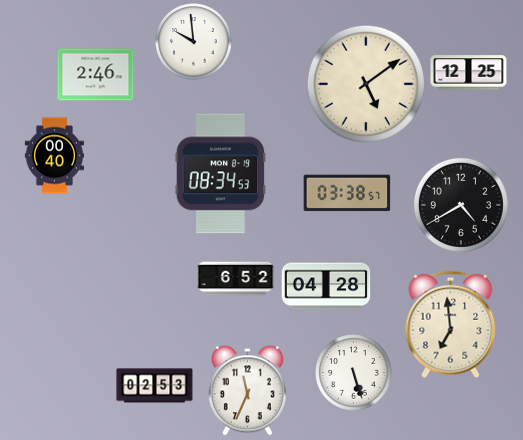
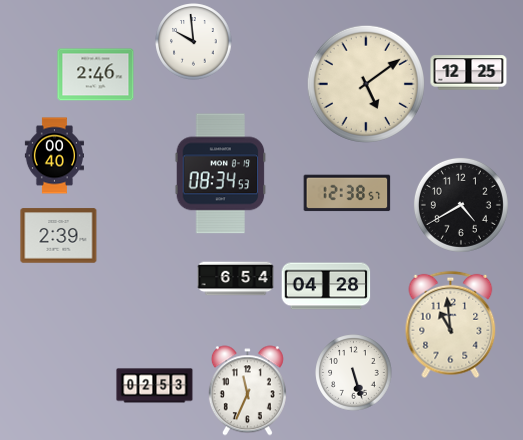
clock at (347, 193): 03:38 -> 12:38
clock at (59, 236): none -> 2:39
clock at (236, 279): 6:52 -> 6:54
clock at (451, 325): 6:59 -> 10:59
